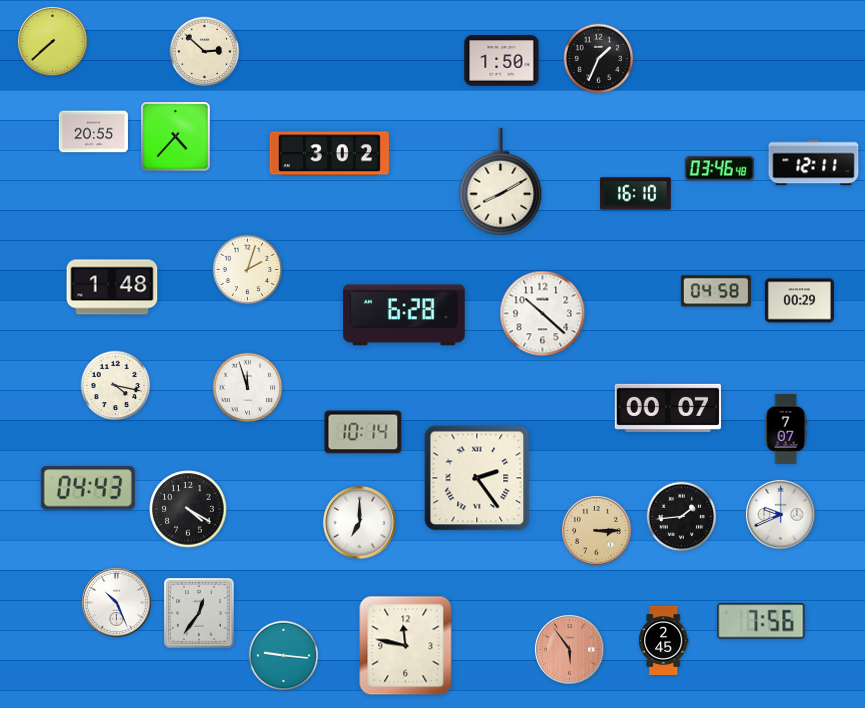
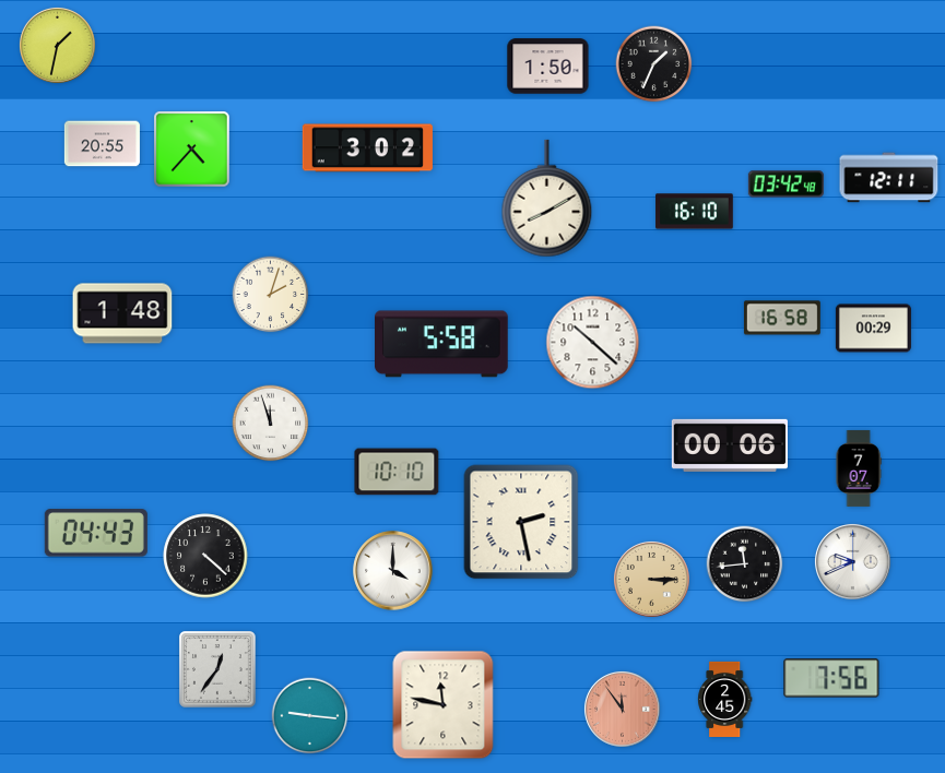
clock at (52, 41): 7:38 -> 1:32
clock at (205, 52): 2:52 -> none
clock at (329, 154) position: (329, 154) -> (367, 148)
clock at (719, 169): 03:46 -> 03:42
clock at (716, 291): 04:58 -> 16:58
clock at (405, 315): 6:28 -> 5:58
clock at (116, 386): 4:17 -> none
clock at (668, 408): 00:07 -> 00:06
clock at (363, 432): 10:14 -> 10:10
clock at (477, 478): 2:24 -> 2:28
clock at (188, 509): 4:20 -> 4:22
clock at (682, 517): 1:44 -> 11:44
clock at (360, 523): 7:00 -> 4:00
clock at (116, 602): 10:26 -> none
clock at (569, 649): 5:54 -> 11:54
